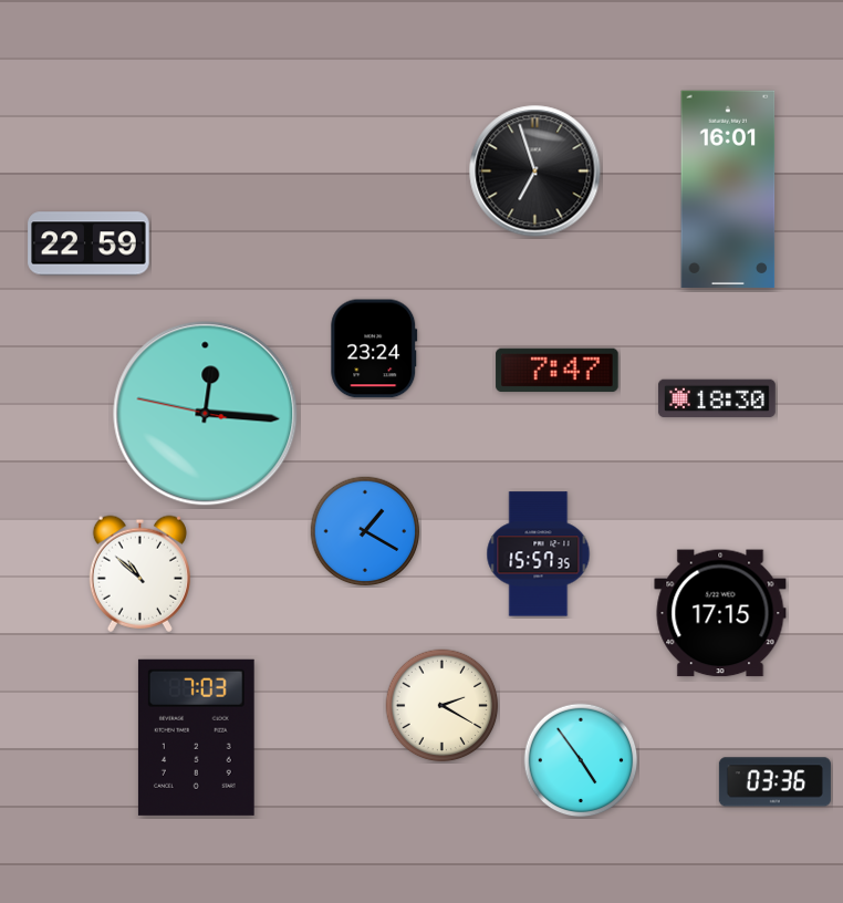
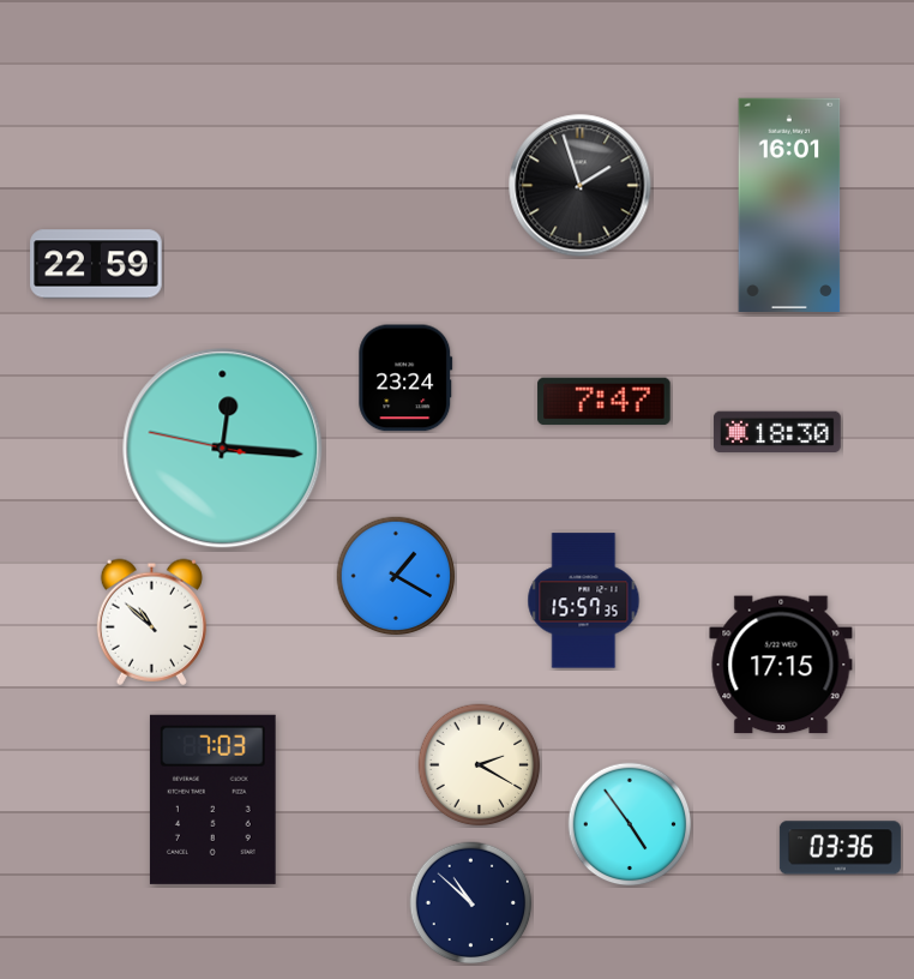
clock at (535, 172): 6:57 -> 1:57
clock at (471, 903): none -> 10:52
